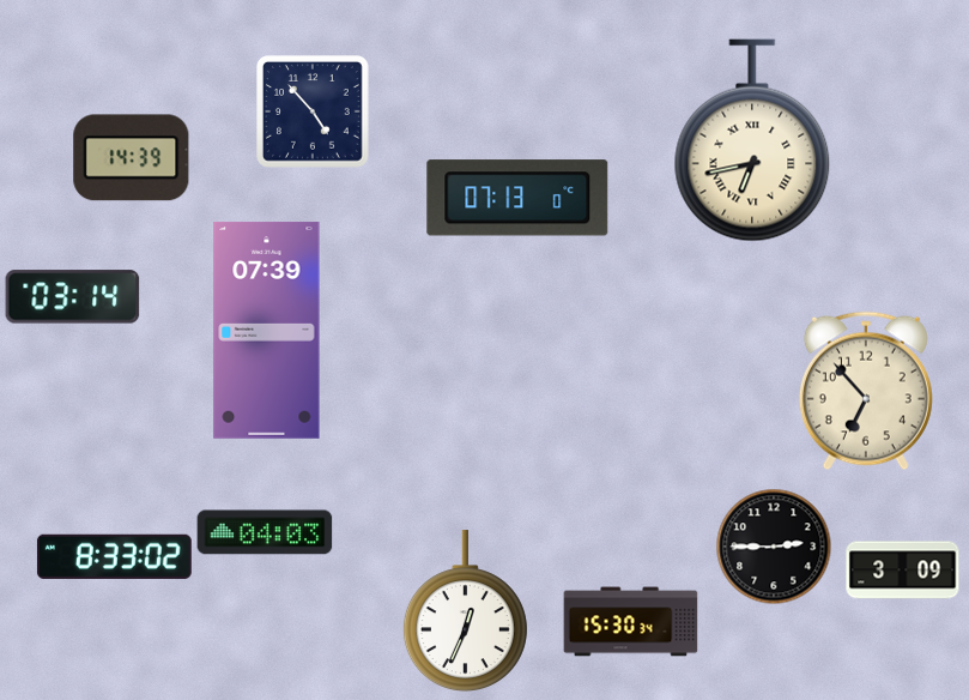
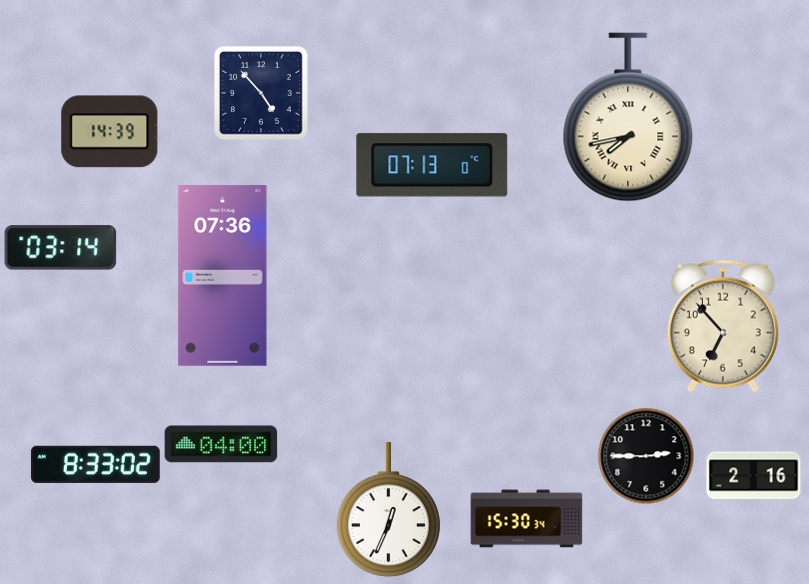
clock at (752, 140): 6:43 -> 7:43
clock at (267, 330): 07:39 -> 07:36
clock at (265, 532): 04:03 -> 04:00
clock at (903, 571): 3:09 -> 2:16
